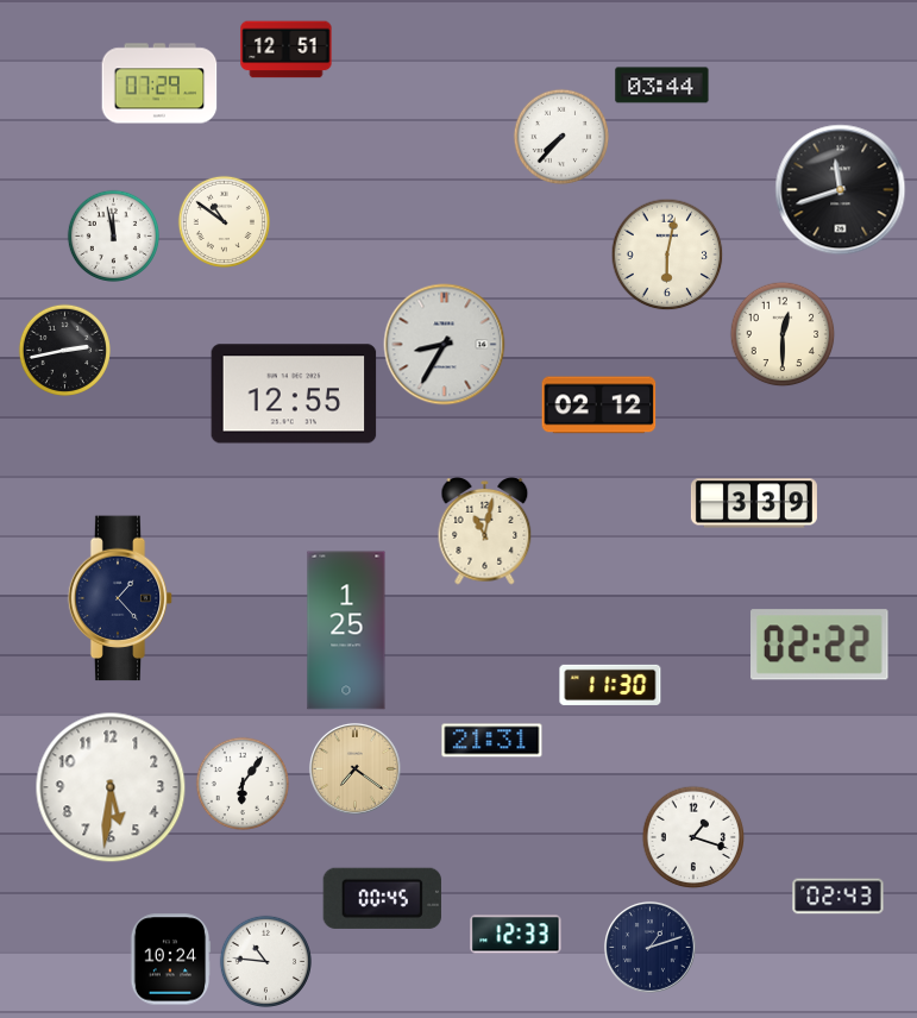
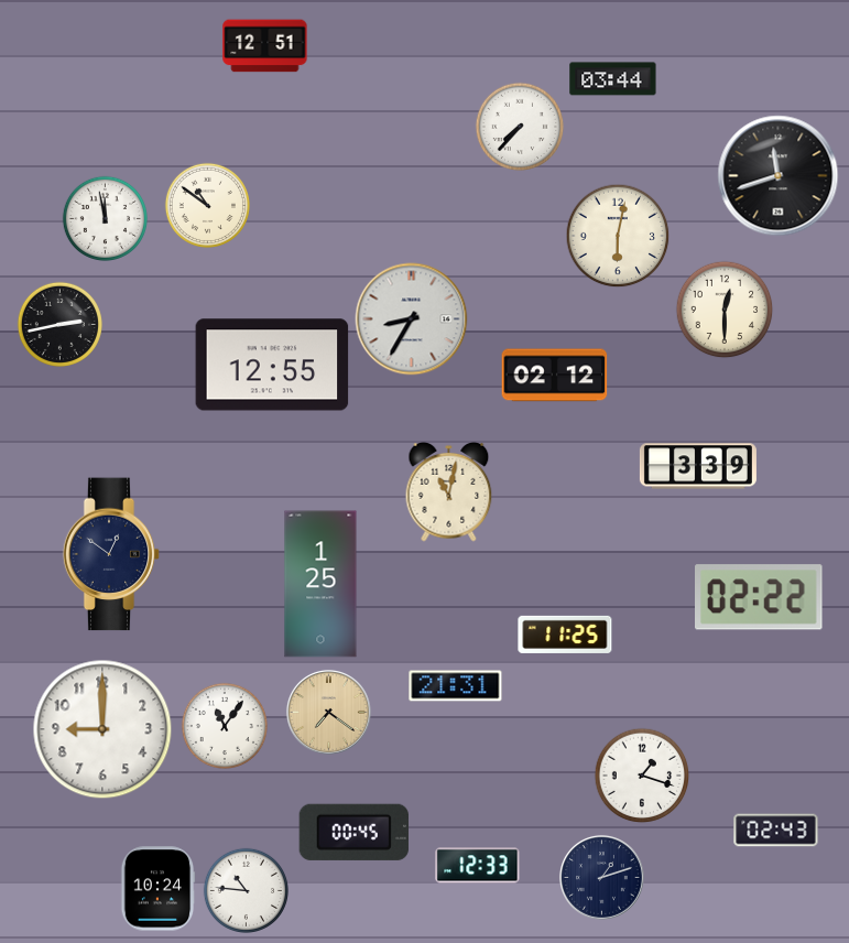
clock at (159, 83): 07:29 -> none
clock at (120, 598): 1:23 -> 12:51
clock at (610, 685): 11:30 -> 11:25
clock at (241, 783): 6:06 -> 11:06
clock at (111, 787): 5:31 -> 9:00
